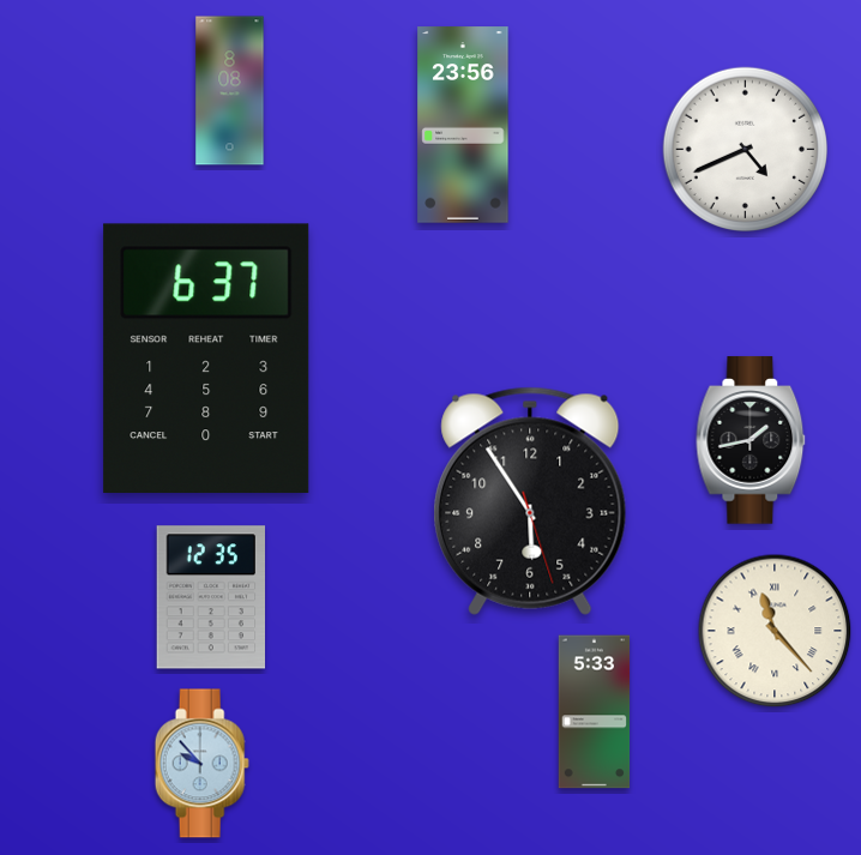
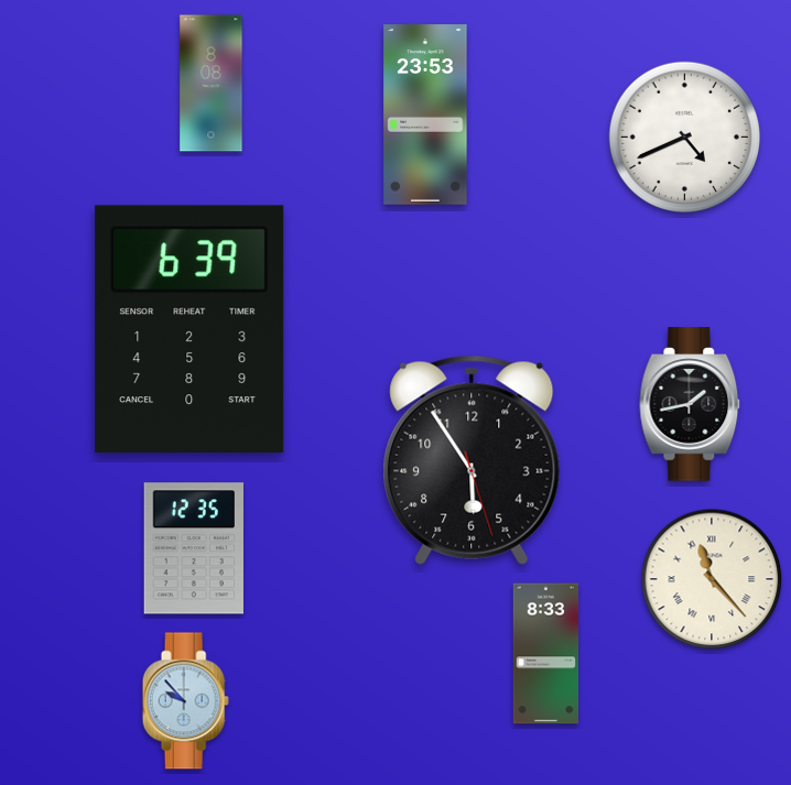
clock at (463, 125): 23:56 -> 23:53
clock at (206, 357): 6:37 -> 6:39
clock at (530, 501) position: (530, 501) -> (472, 460)
clock at (595, 712): 5:33 -> 8:33
